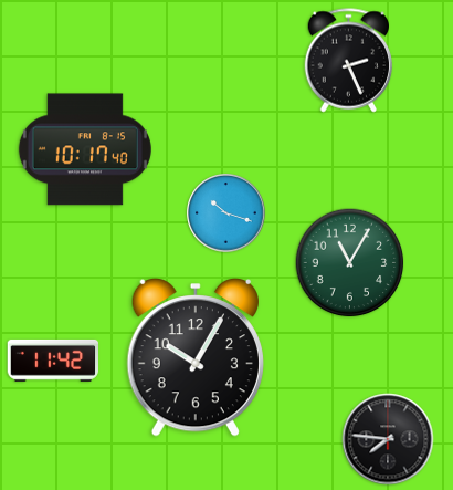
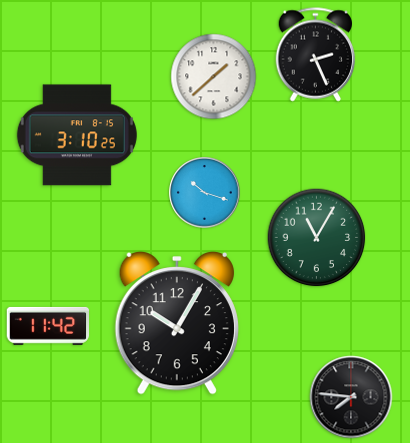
clock at (214, 77): none -> 1:38
clock at (85, 149): 10:17 -> 3:10
